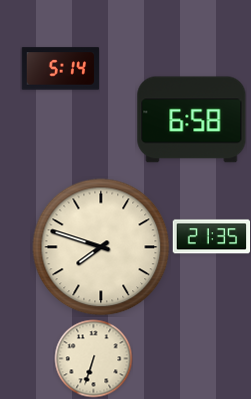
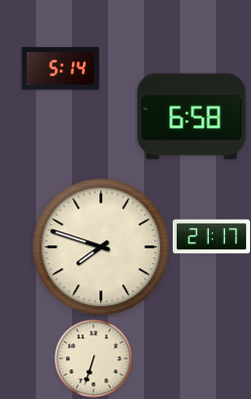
clock at (192, 120) position: (192, 120) -> (192, 117)
clock at (211, 237): 21:35 -> 21:17
